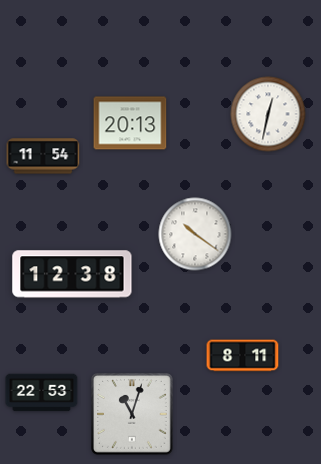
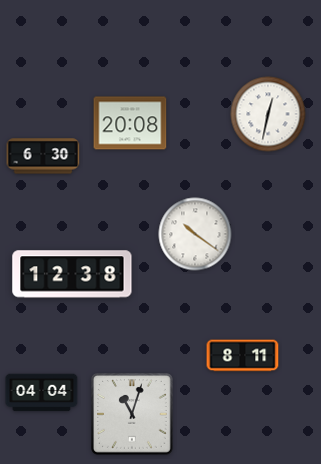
clock at (130, 123): 20:13 -> 20:08
clock at (43, 156): 11:54 -> 6:30
clock at (42, 393): 22:53 -> 04:04
